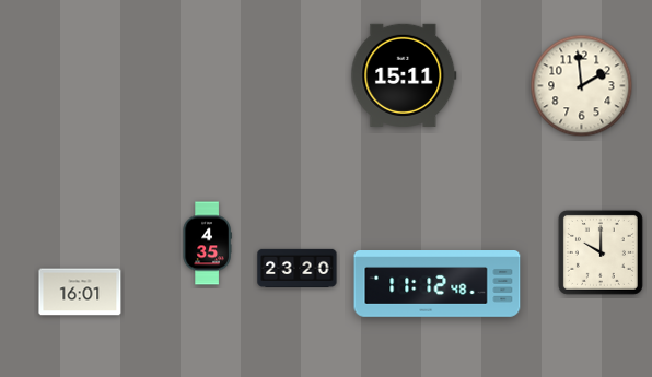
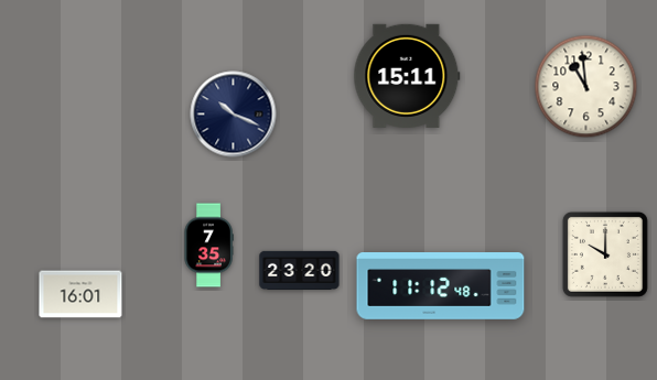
clock at (582, 86): 1:59 -> 10:59
clock at (234, 115): none -> 10:19
clock at (207, 244): 4:35 -> 7:35
